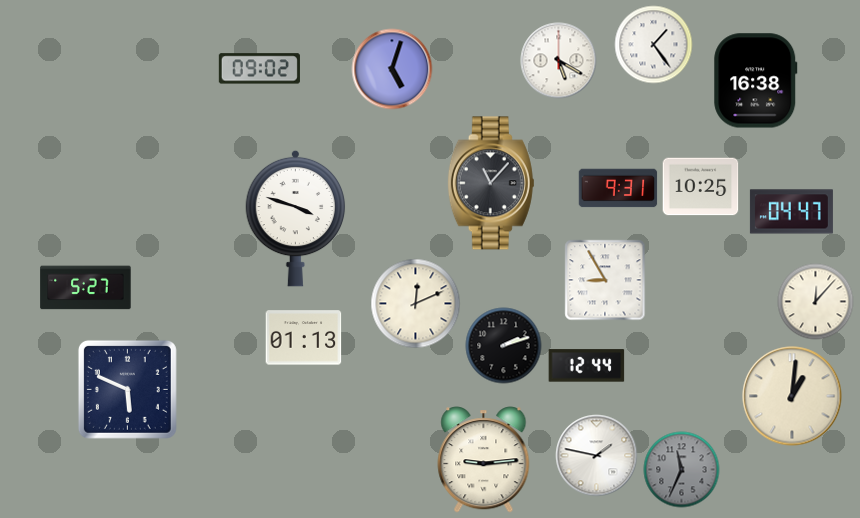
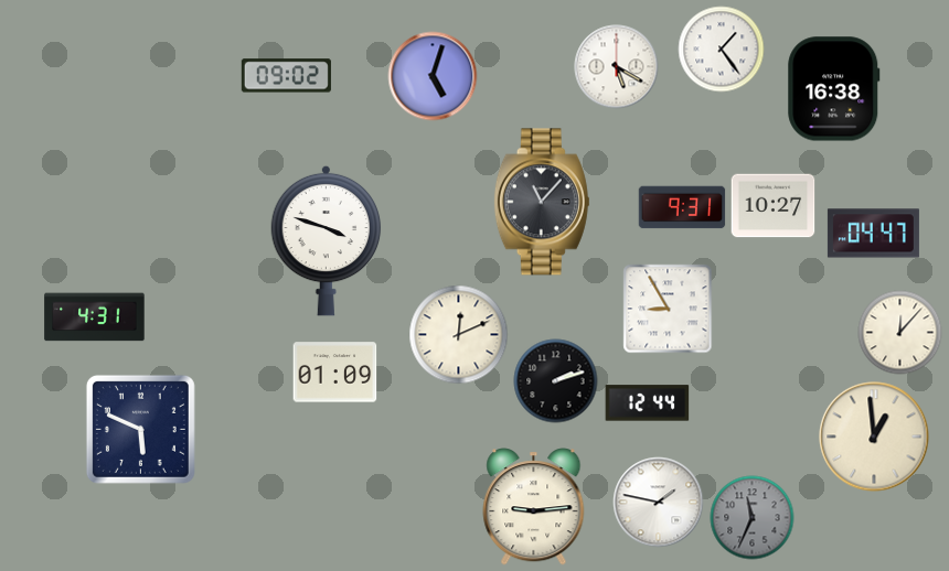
clock at (701, 187): 10:25 -> 10:27
clock at (86, 288): 5:27 -> 4:31
clock at (304, 338): 01:13 -> 01:09
clock at (792, 396): 1:01 -> 12:59
